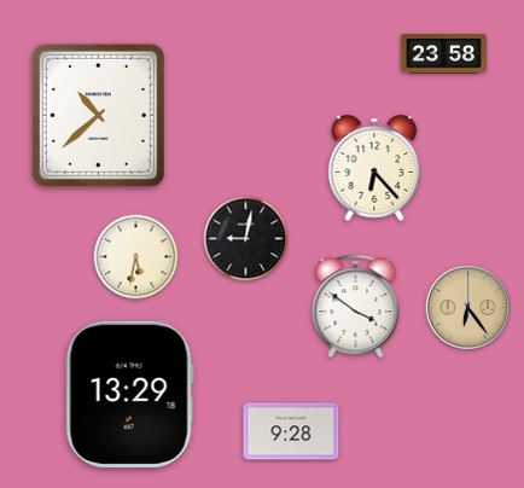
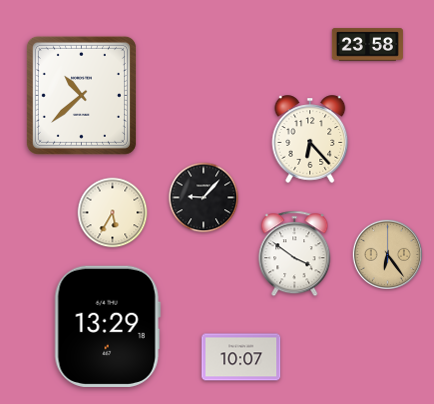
clock at (246, 239): 9:02 -> 9:07
clock at (136, 257): 5:32 -> 5:35
clock at (291, 431): 9:28 -> 10:07
